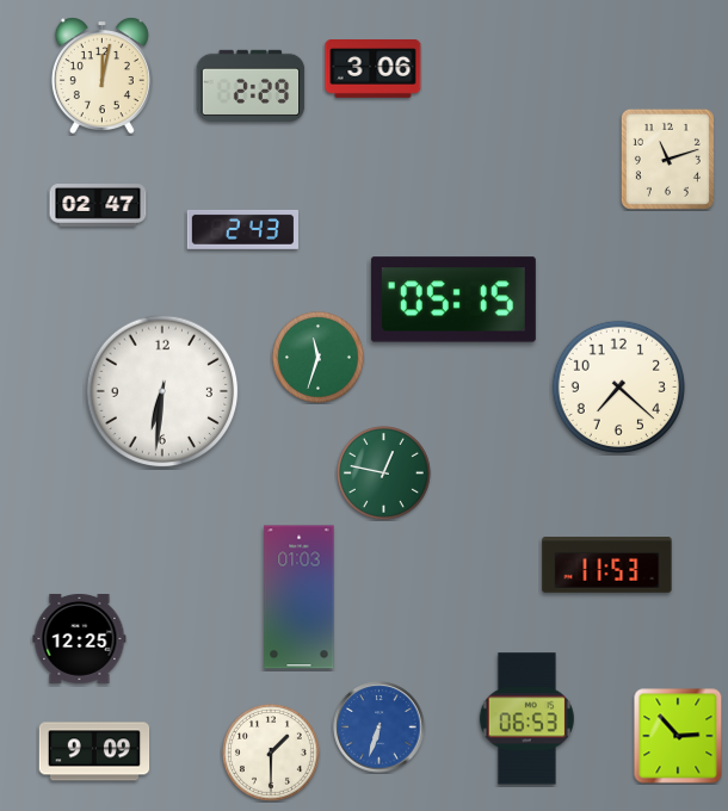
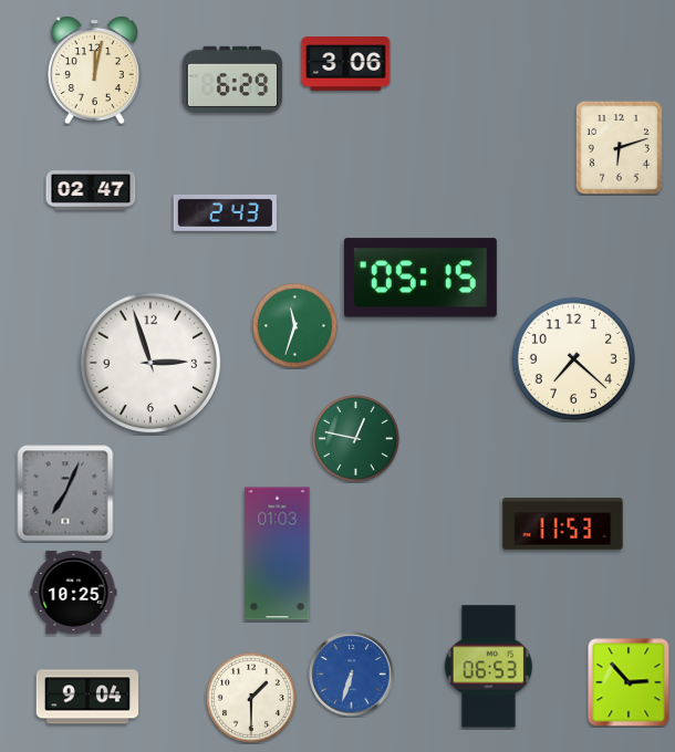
clock at (251, 86): 2:29 -> 6:29
clock at (667, 159): 11:12 -> 6:12
clock at (319, 358) position: (319, 358) -> (295, 326)
clock at (162, 391): 6:31 -> 2:57
clock at (65, 493): none -> 7:04
clock at (80, 638): 12:25 -> 10:25
clock at (94, 751): 9:09 -> 9:04
